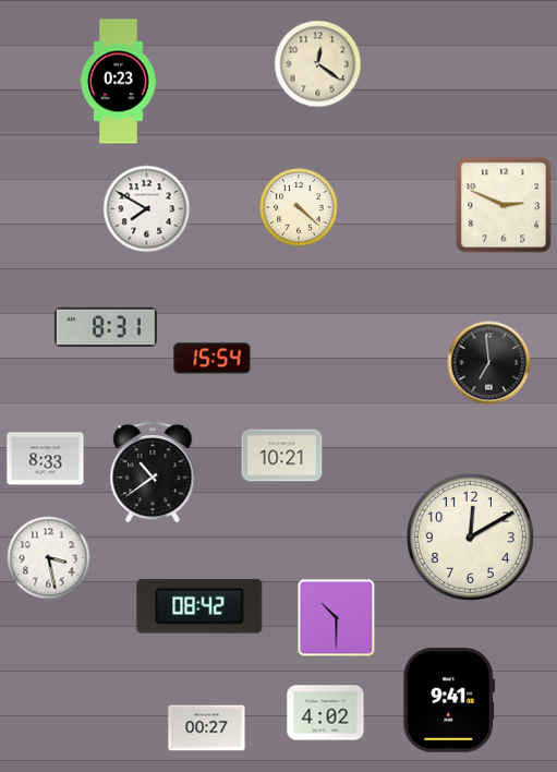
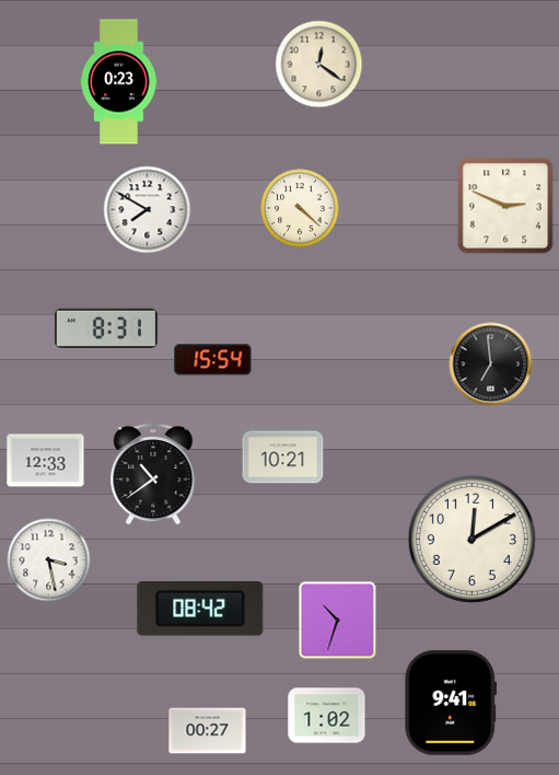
clock at (46, 459): 8:33 -> 12:33
clock at (337, 618): 10:30 -> 10:33
clock at (326, 713): 4:02 -> 1:02
